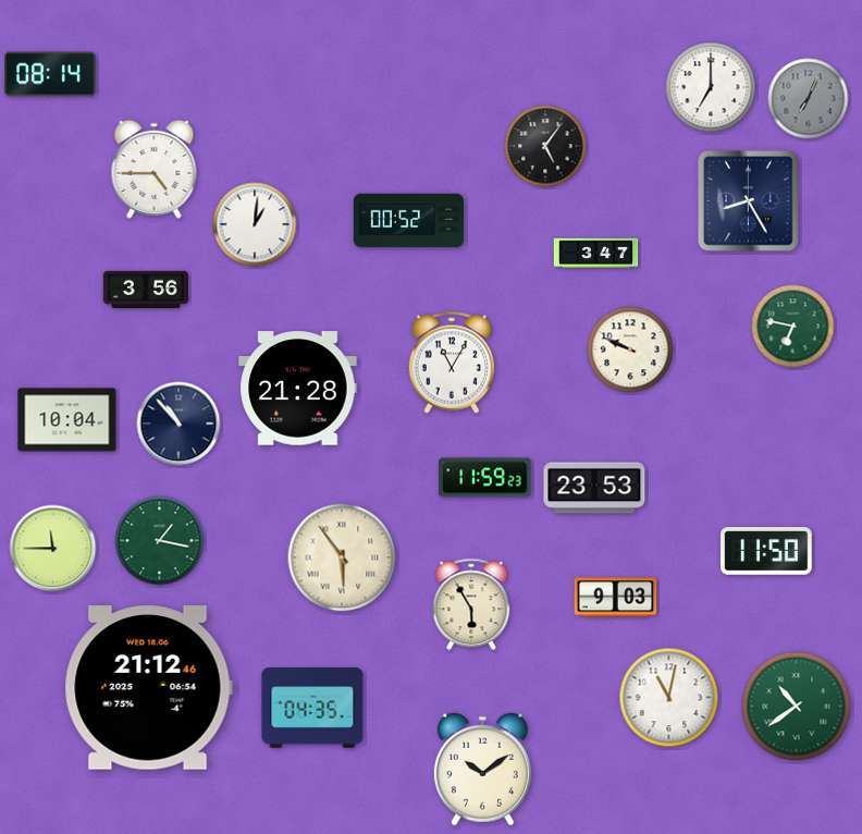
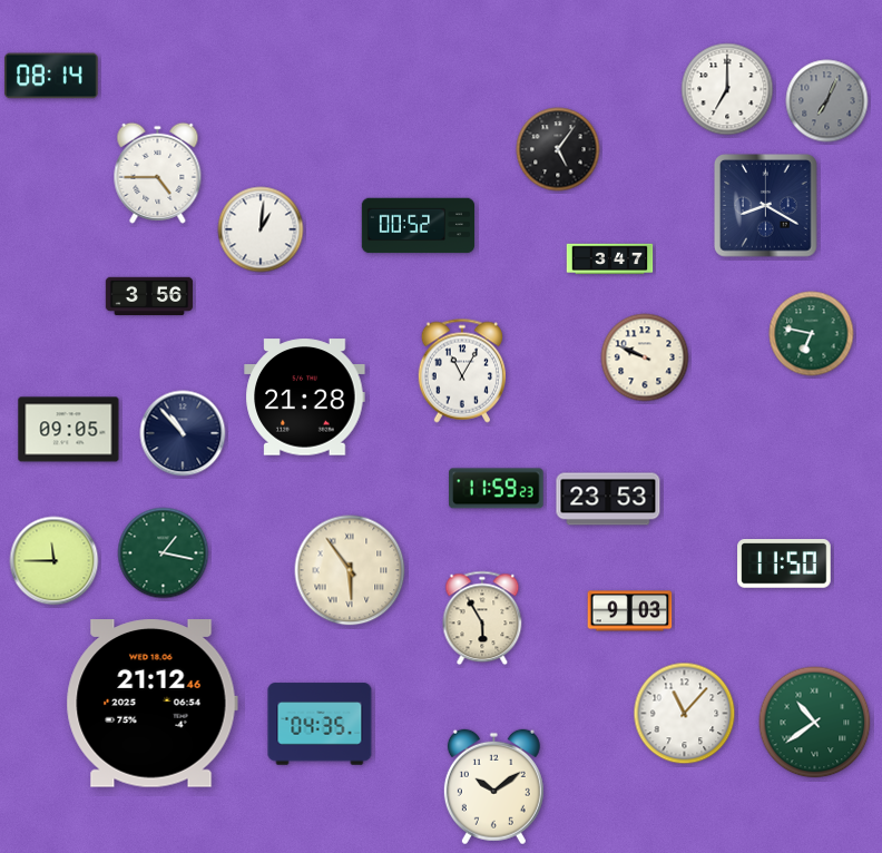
clock at (749, 201): 8:25 -> 8:20
clock at (67, 420): 10:04 -> 09:05
clock at (669, 698): 11:02 -> 11:07
